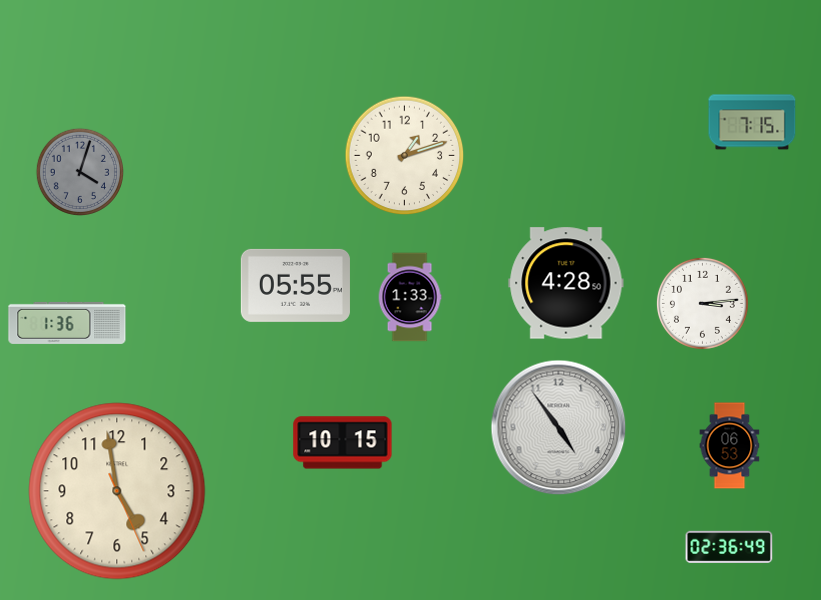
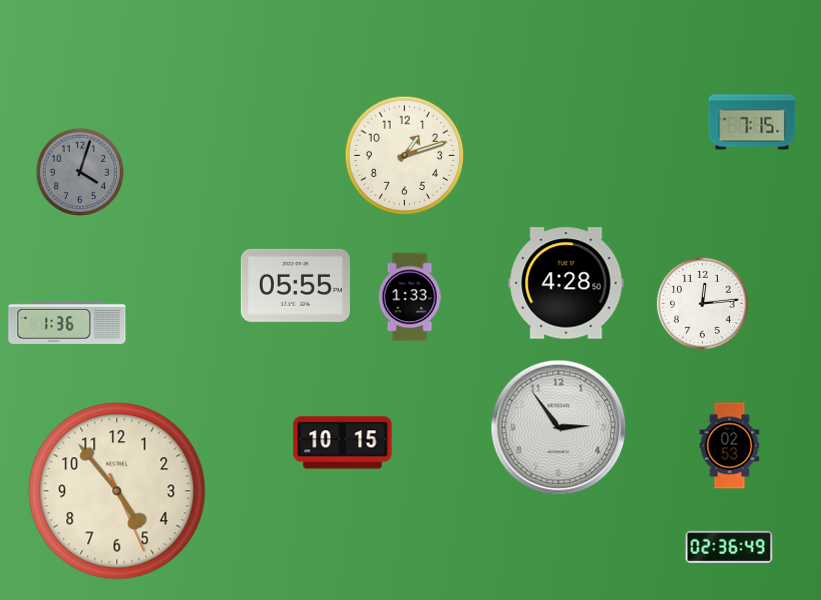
clock at (702, 303): 3:14 -> 12:14
clock at (559, 428): 4:54 -> 2:54
clock at (730, 446): 06:53 -> 02:53
clock at (117, 491): 4:58 -> 4:53
